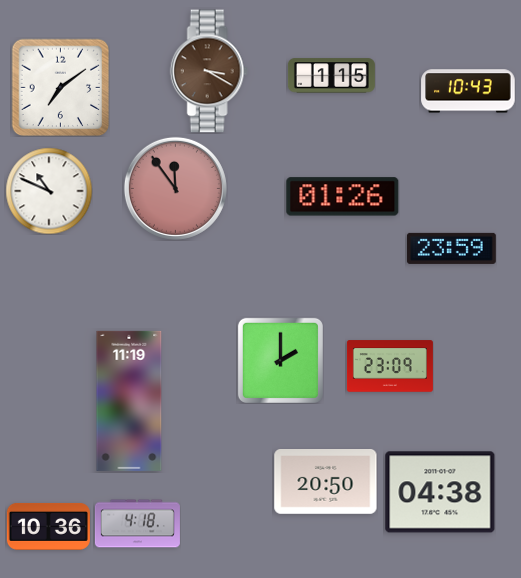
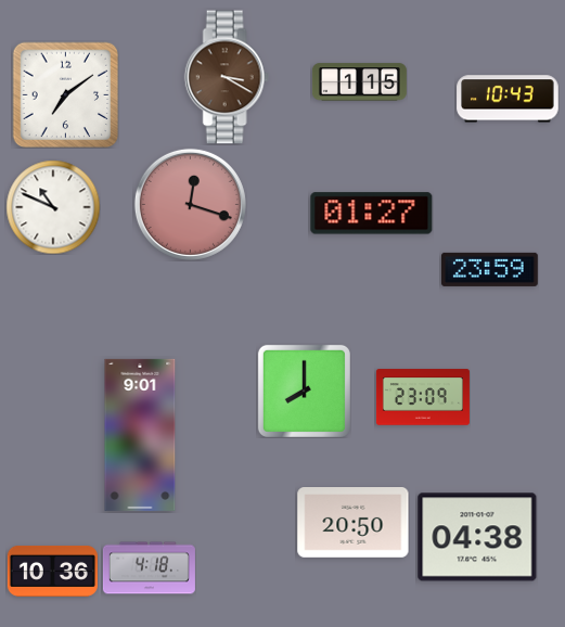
clock at (175, 188): 11:54 -> 12:18
clock at (343, 197): 01:26 -> 01:27
clock at (280, 360): 2:00 -> 8:00
clock at (129, 401): 11:19 -> 9:01
clock at (440, 492) position: (440, 492) -> (477, 537)
